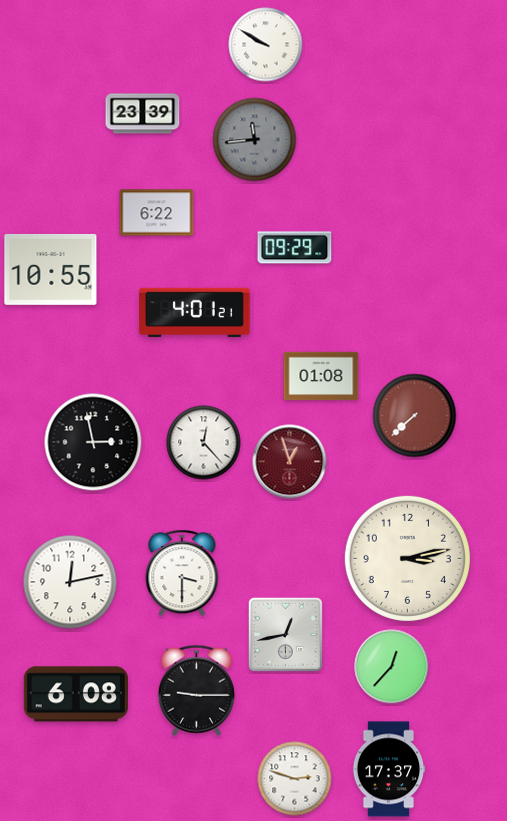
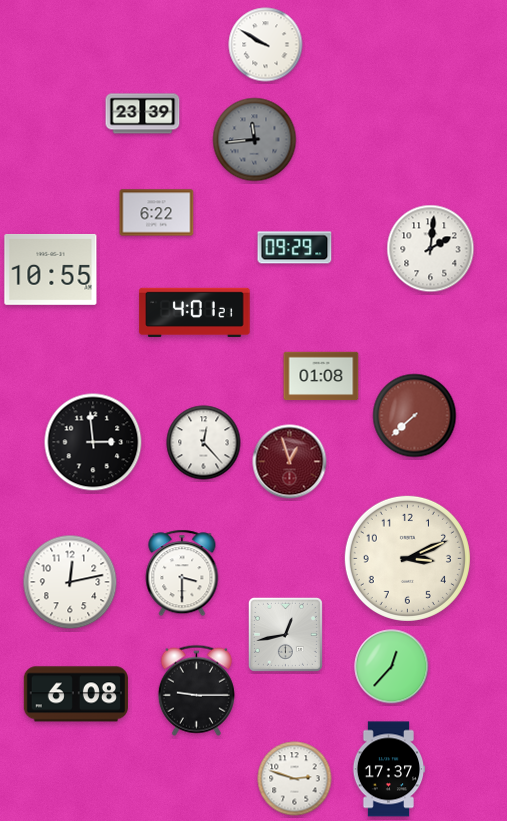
clock at (431, 249): none -> 2:01
clock at (93, 442): 2:58 -> 2:59
clock at (407, 558): 3:13 -> 3:11
